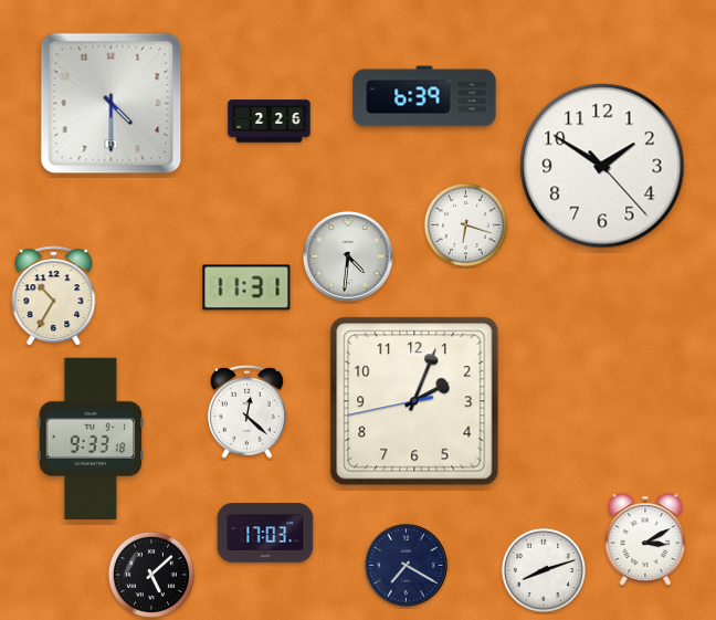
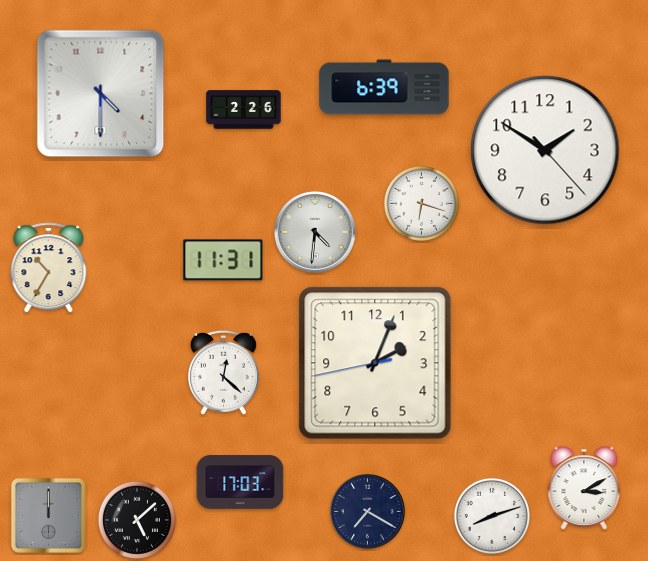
clock at (91, 439): 9:33 -> none
clock at (48, 515): none -> 12:00
